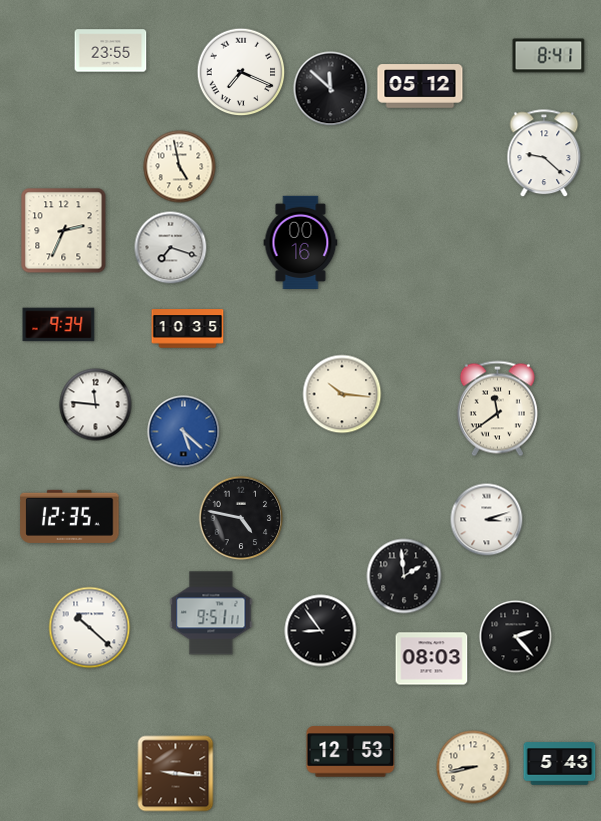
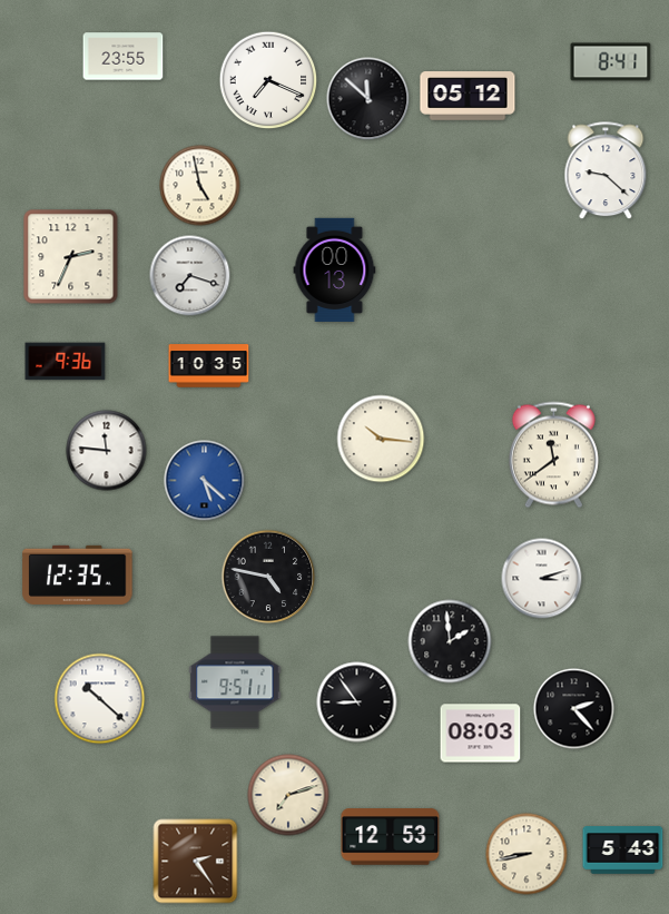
clock at (301, 242): 00:16 -> 00:13
clock at (59, 325): 9:34 -> 9:36
clock at (288, 795): none -> 7:12
clock at (176, 774): 9:16 -> 2:24
